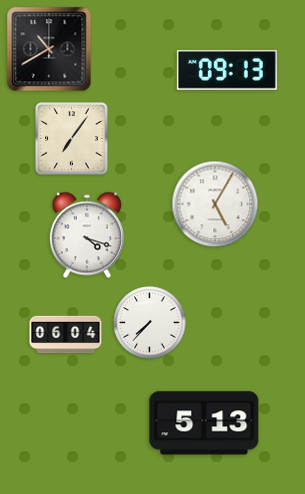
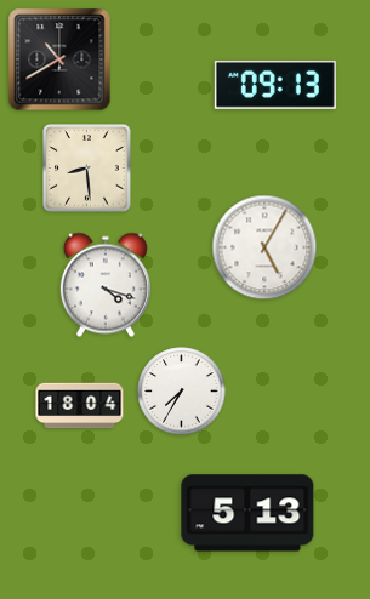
clock at (72, 139): 7:06 -> 8:29
clock at (215, 204) position: (215, 204) -> (264, 247)
clock at (150, 323): 7:37 -> 7:35
clock at (66, 335): 06:04 -> 18:04
